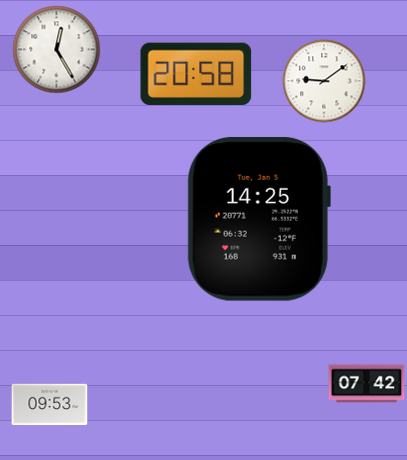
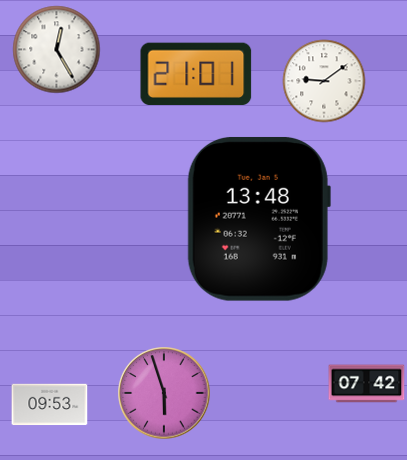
clock at (196, 73): 20:58 -> 21:01
clock at (259, 219): 14:25 -> 13:48
clock at (164, 393): none -> 5:57
